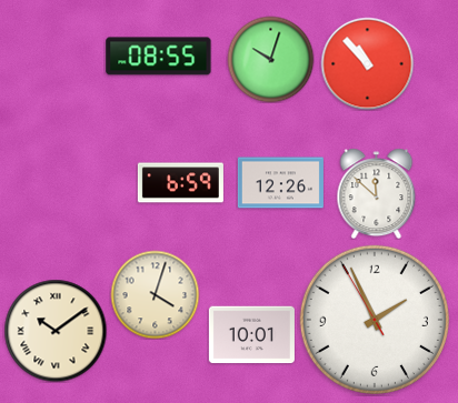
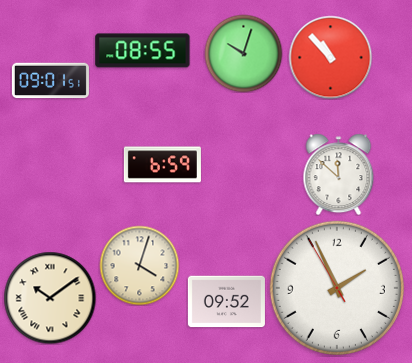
clock at (50, 81): none -> 09:01
clock at (280, 183): 12:26 -> none
clock at (251, 335): 10:01 -> 09:52
